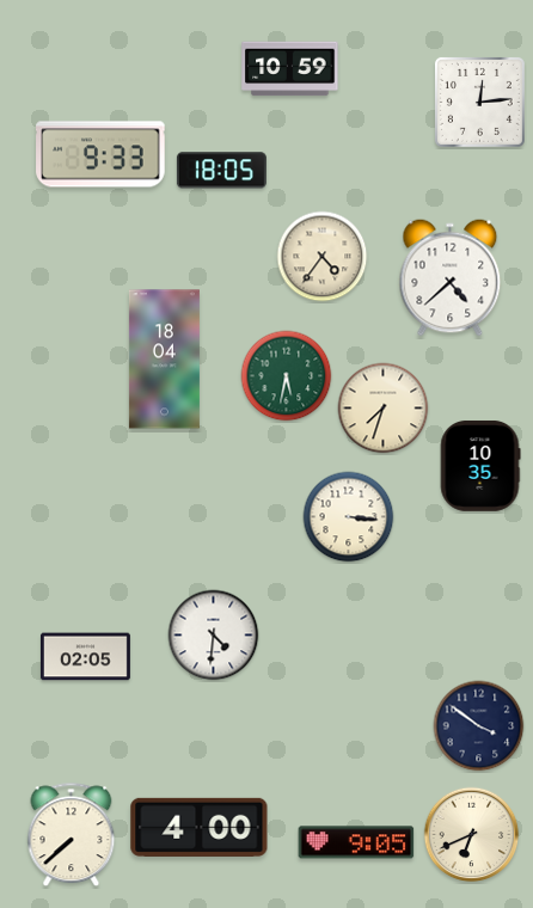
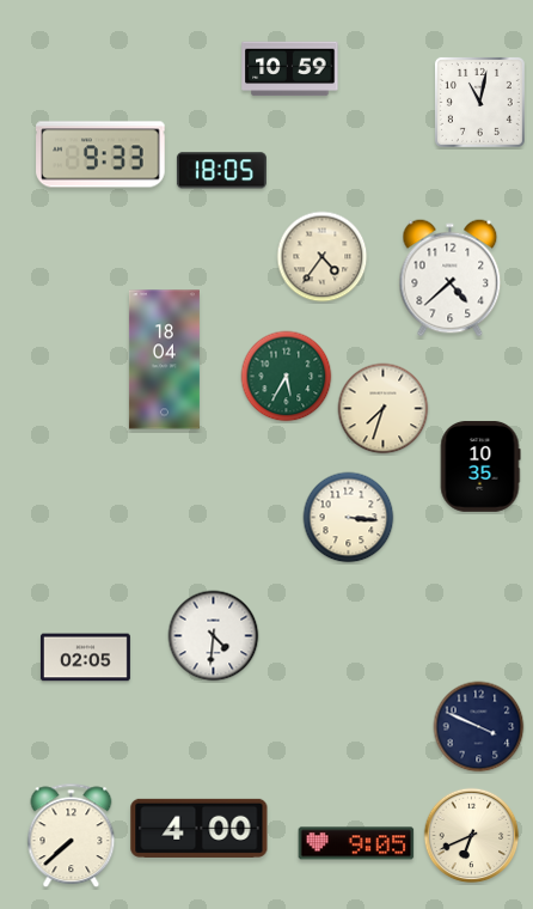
clock at (479, 102): 12:14 -> 11:02
clock at (287, 376): 5:32 -> 5:35
clock at (479, 726): 3:51 -> 3:49
